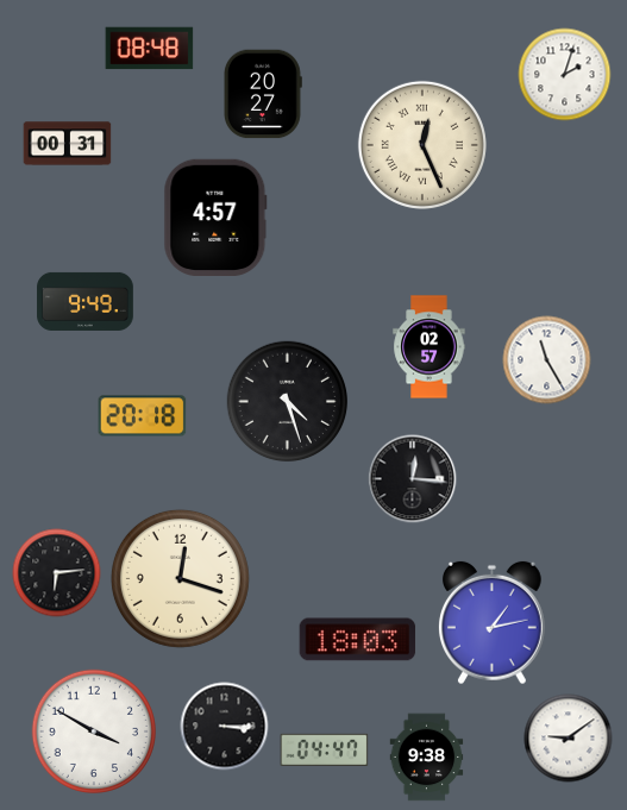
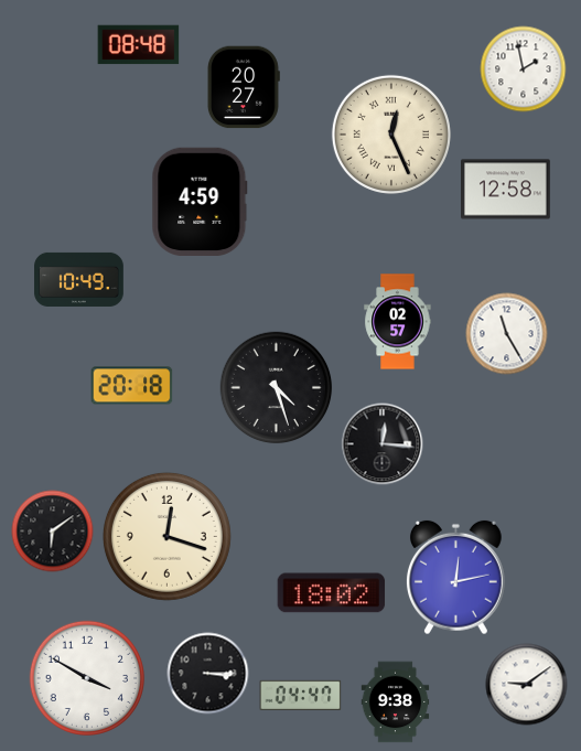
clock at (565, 75): 2:03 -> 1:58
clock at (68, 144): 00:31 -> none
clock at (506, 190): none -> 12:58
clock at (215, 216): 4:57 -> 4:59
clock at (86, 301): 9:49 -> 10:49
clock at (288, 402) position: (288, 402) -> (277, 388)
clock at (57, 573): 6:14 -> 6:09
clock at (491, 623): 1:13 -> 12:13
clock at (358, 640): 18:03 -> 18:02
